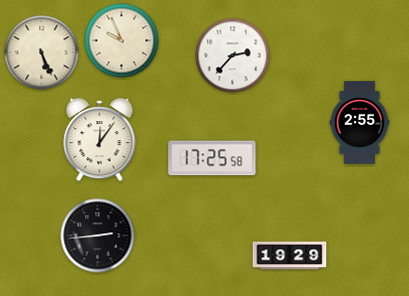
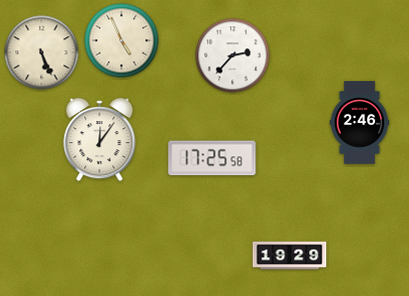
clock at (122, 41): 9:56 -> 4:56
clock at (360, 123): 2:55 -> 2:46
clock at (98, 236): 2:44 -> none
